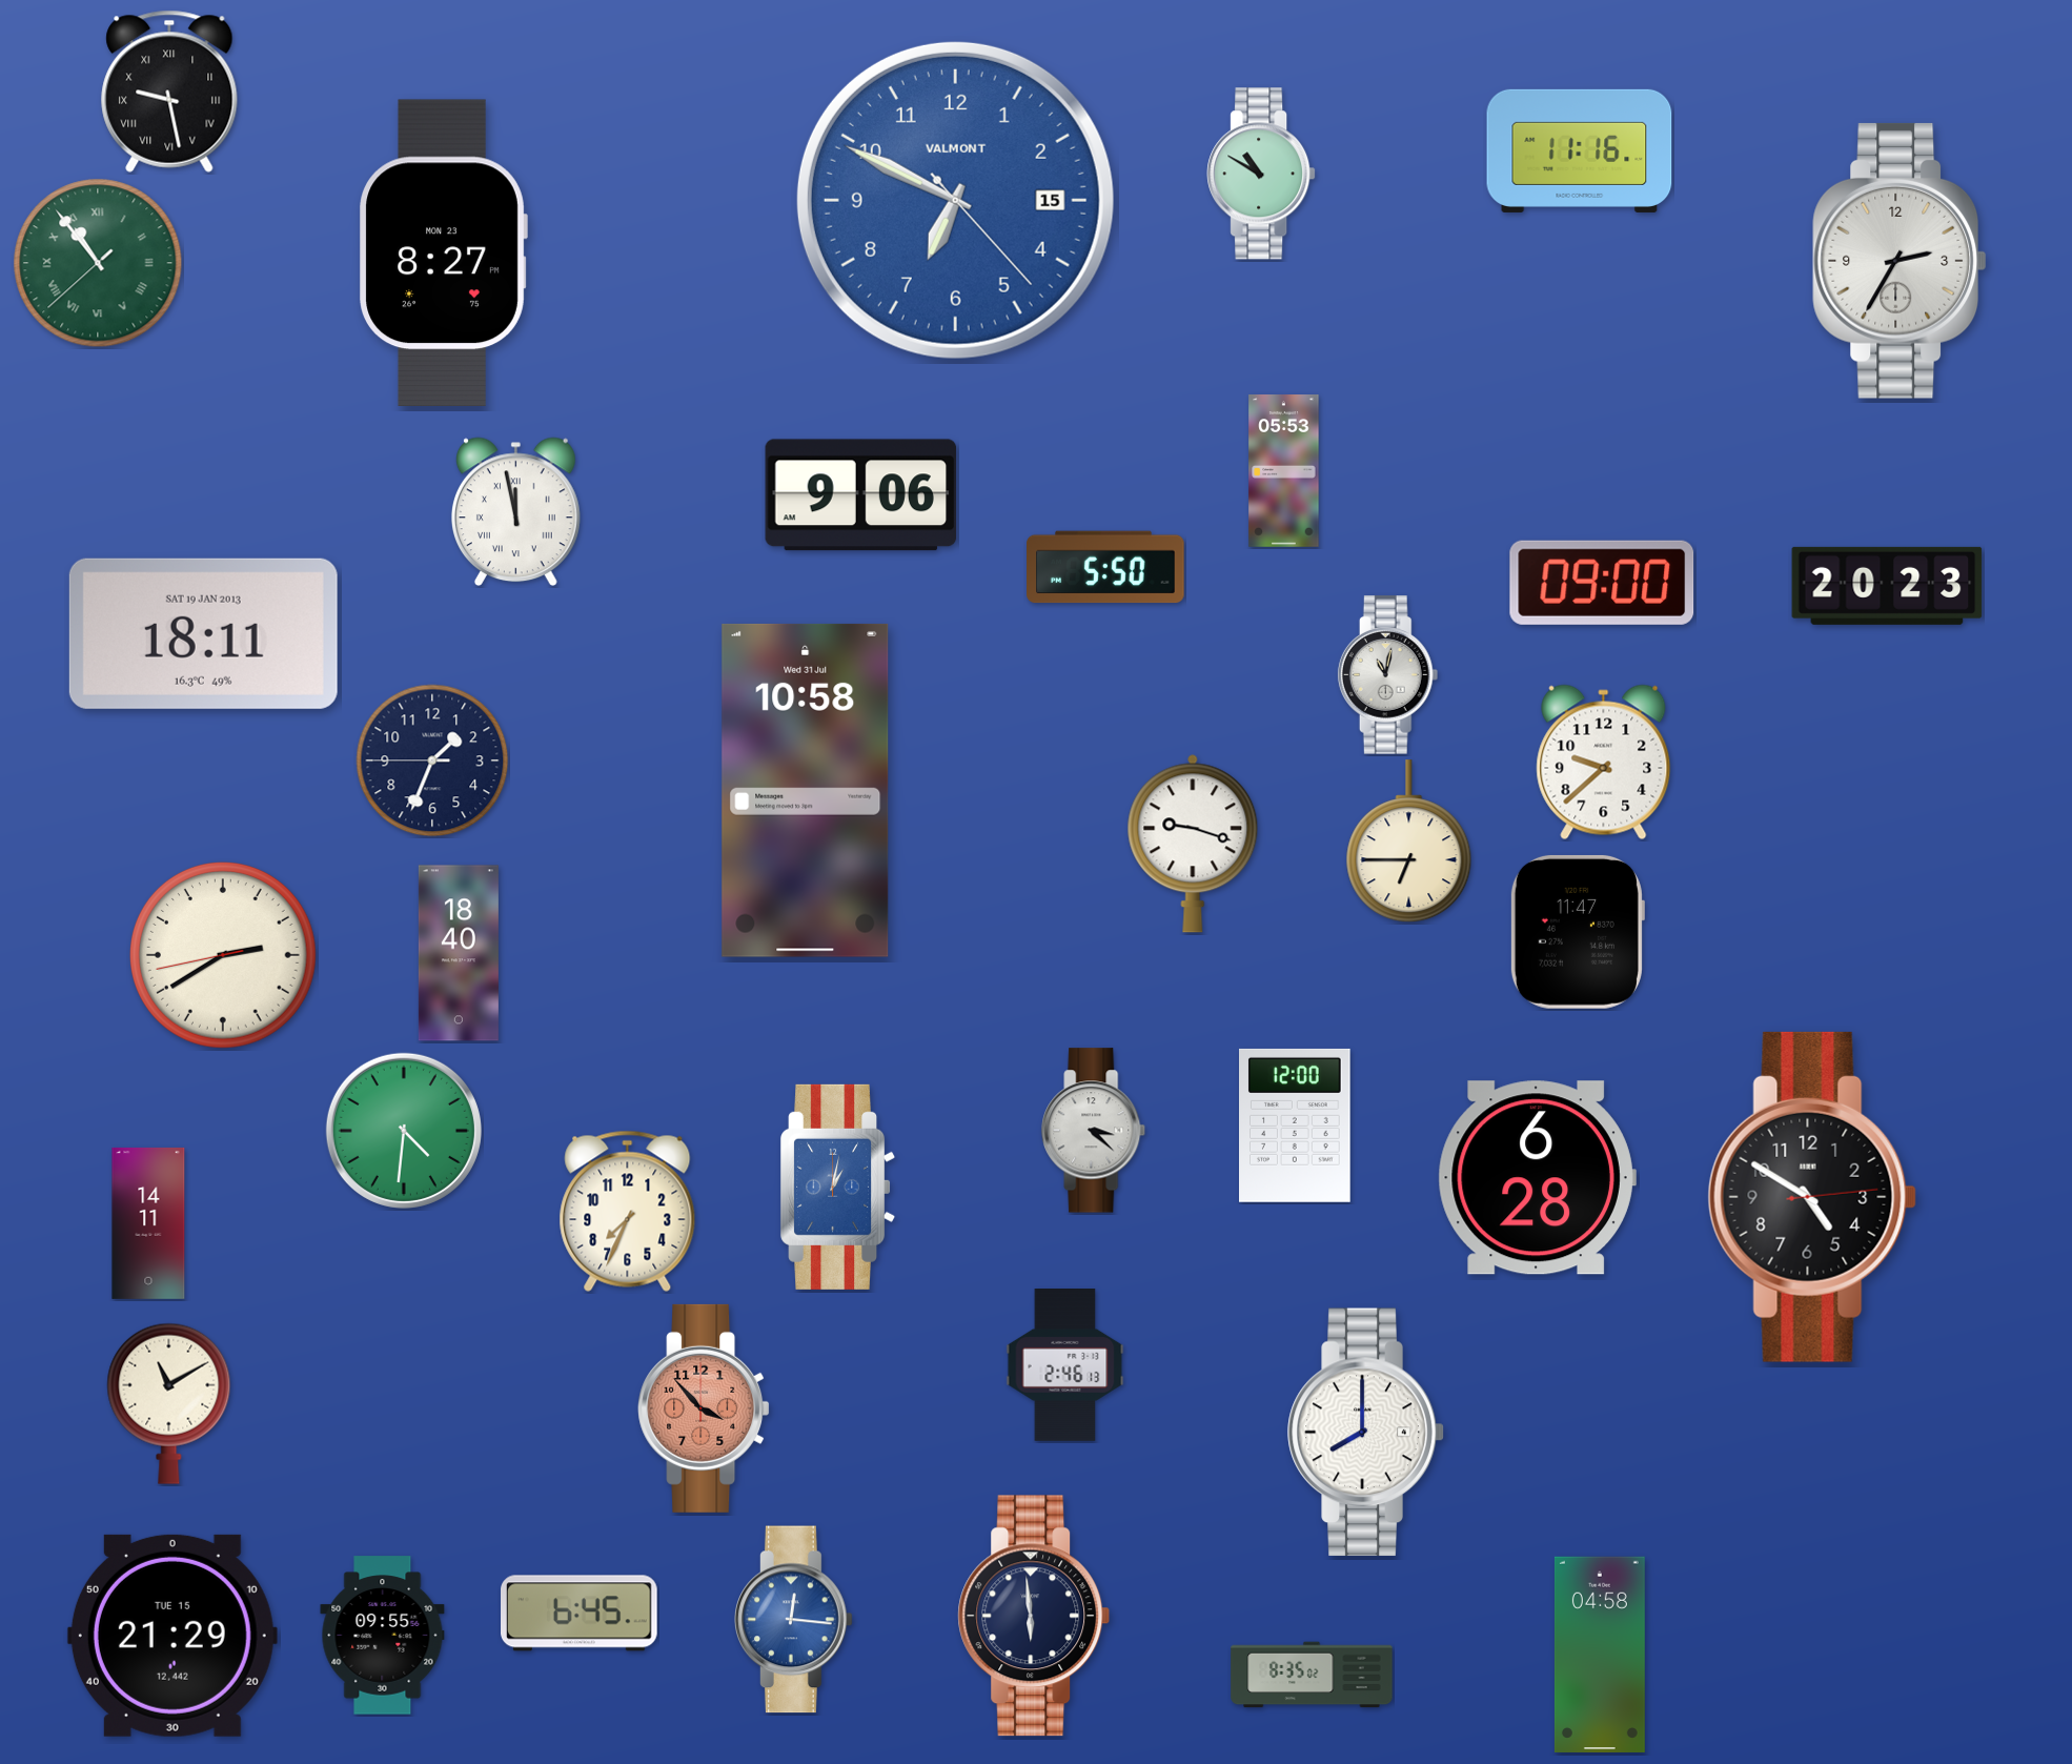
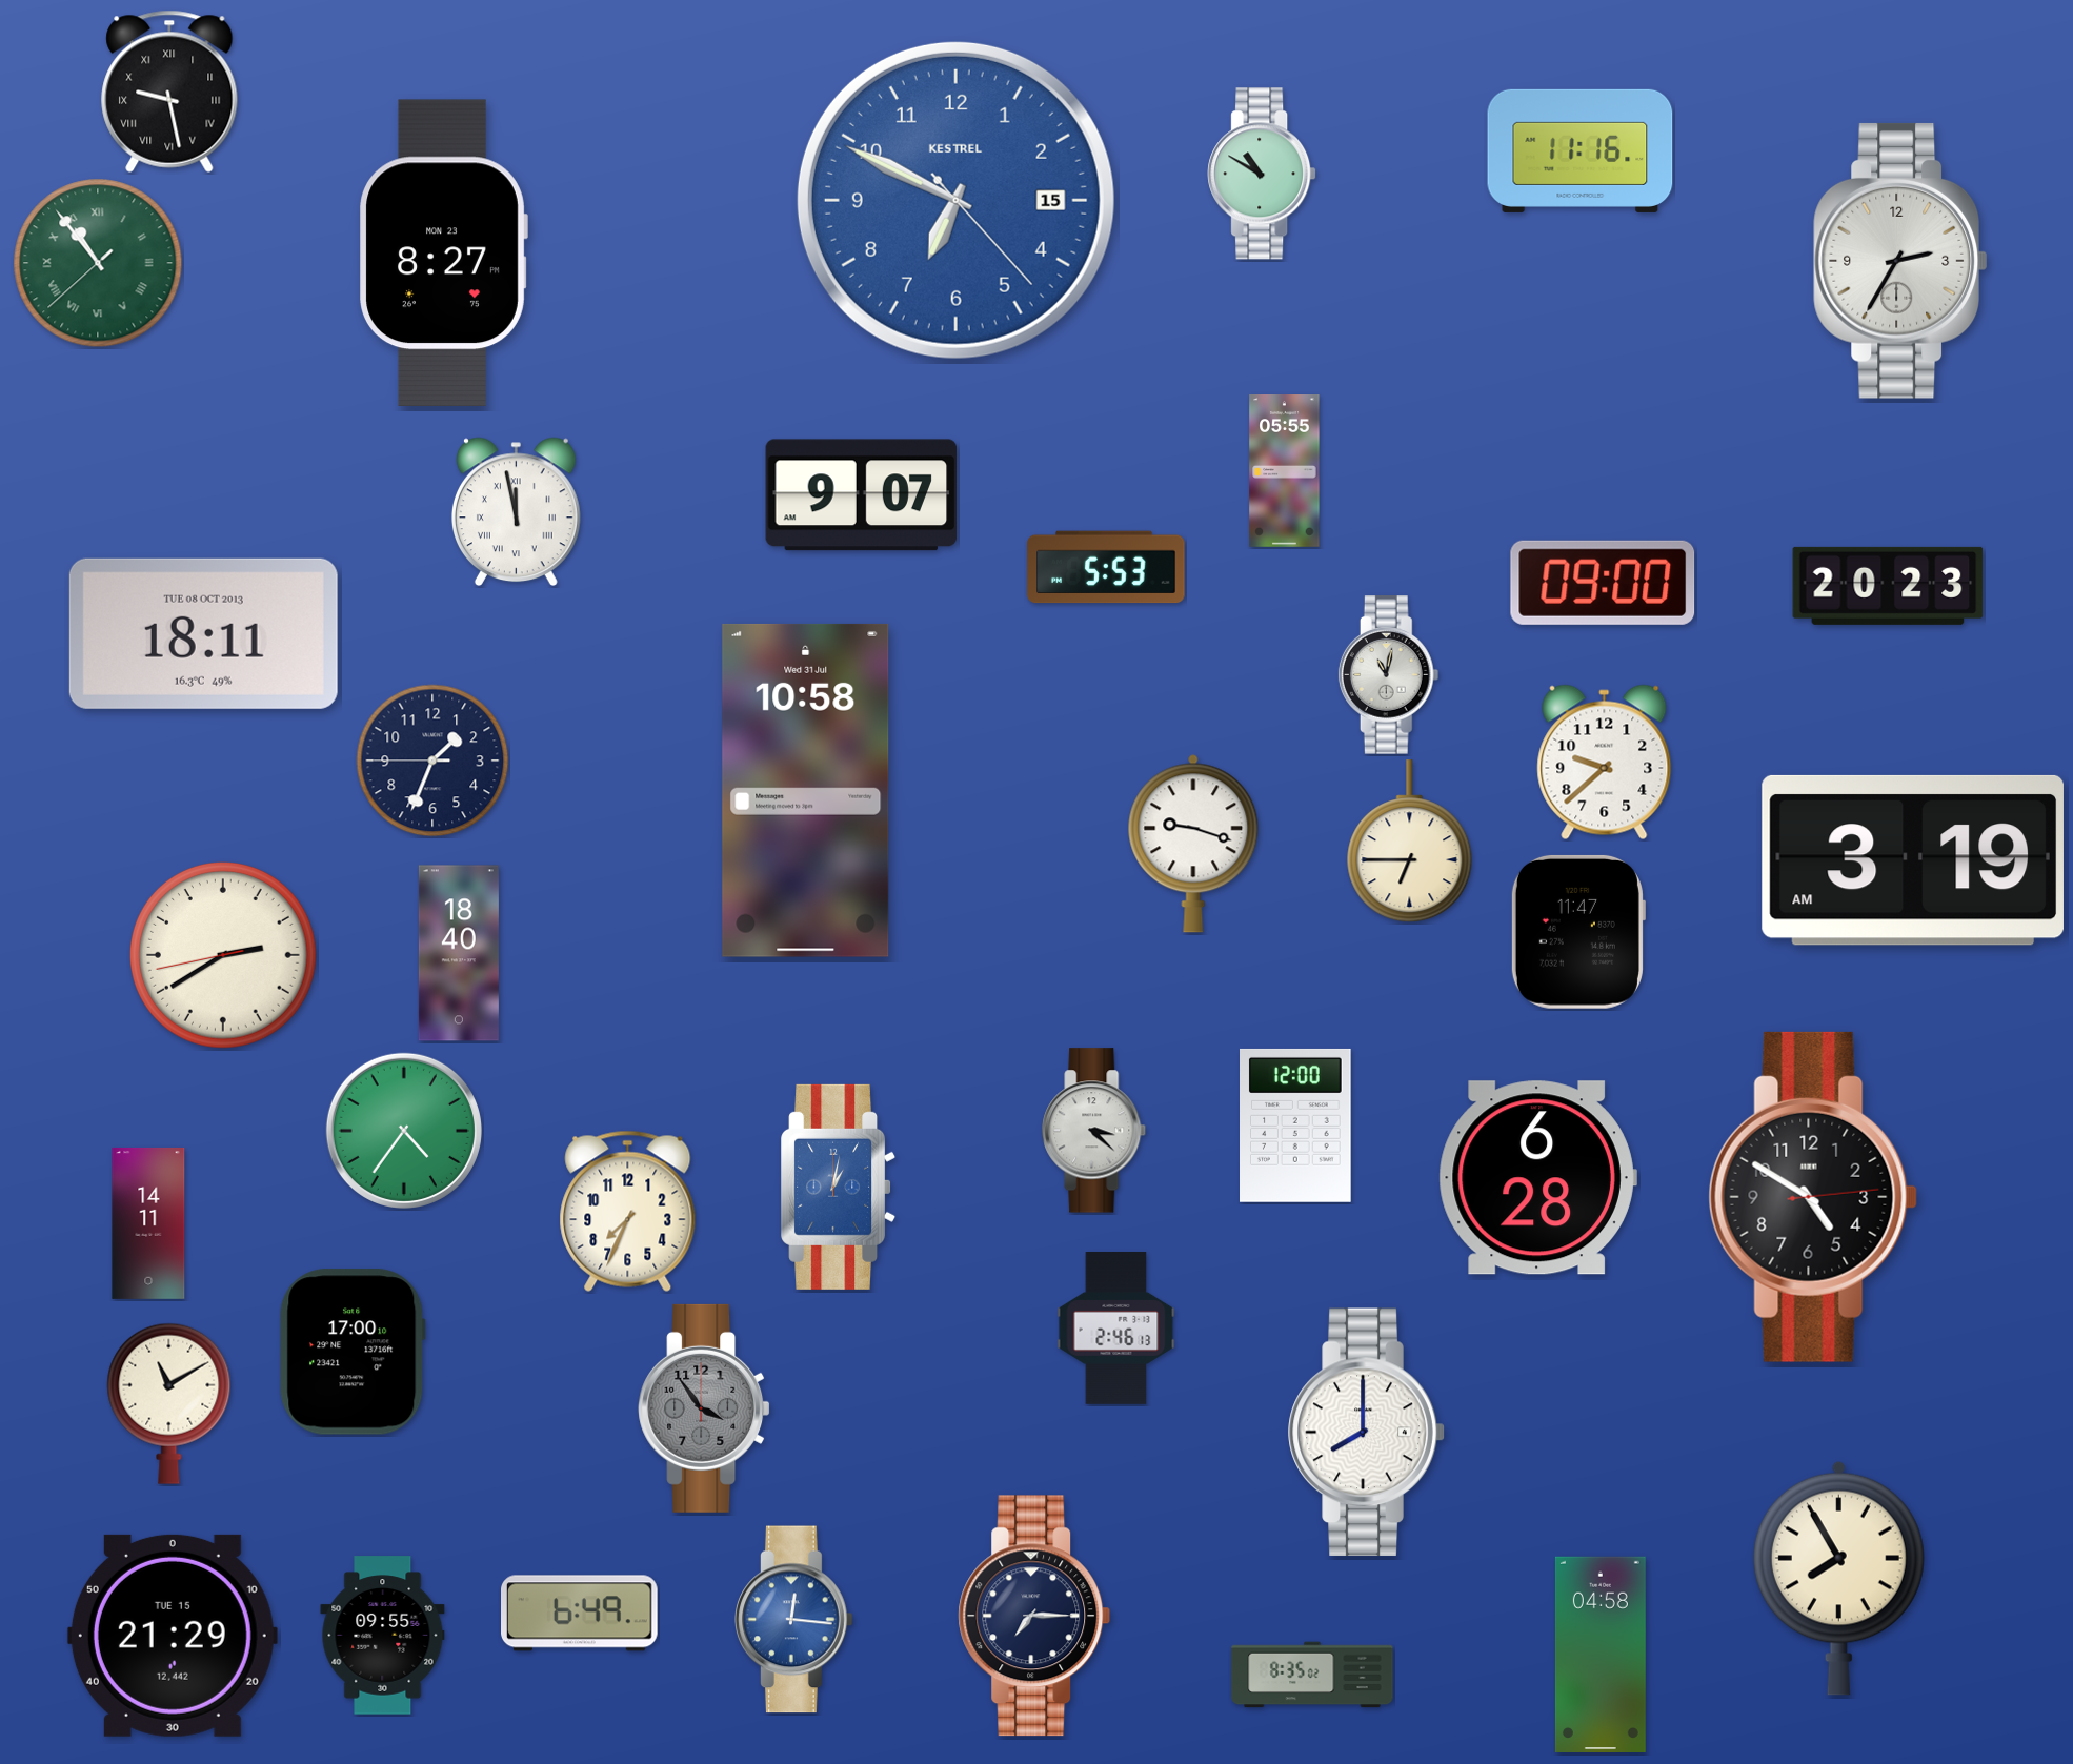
clock at (955, 200) brand: VALMONT -> KESTREL
clock at (1284, 471): 05:53 -> 05:55
clock at (861, 495): 9:06 -> 9:07
clock at (1105, 567): 5:50 -> 5:53
clock at (203, 633) date: SAT 19 JAN 2013 -> TUE 08 OCT 2013
clock at (1913, 860): none -> 3:19
clock at (404, 1131): 4:31 -> 4:36
clock at (353, 1352): none -> 17:00
clock at (1065, 1365) position: (1065, 1365) -> (1116, 1329)
clock at (704, 1408): 3:53 -> 3:54
clock at (704, 1408) dial: salmon -> grey
clock at (1838, 1578): none -> 7:55
clock at (580, 1614): 6:45 -> 6:49
clock at (1034, 1616): 5:59 -> 7:15
